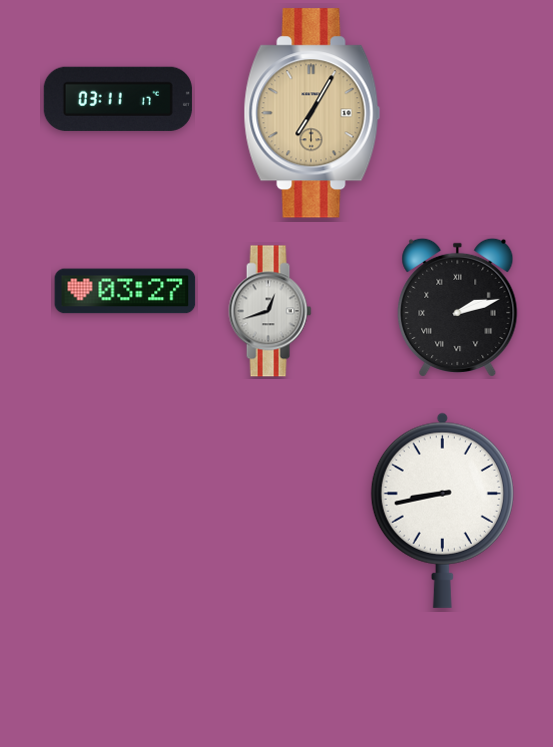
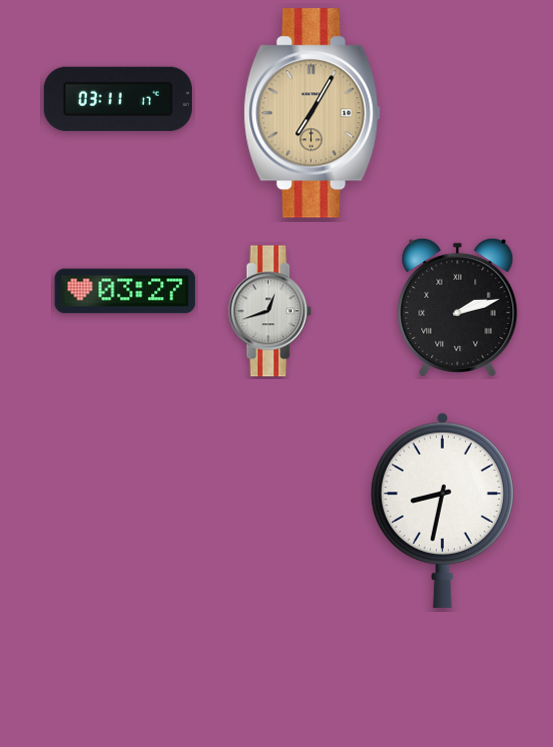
clock at (442, 510): 8:43 -> 8:32
